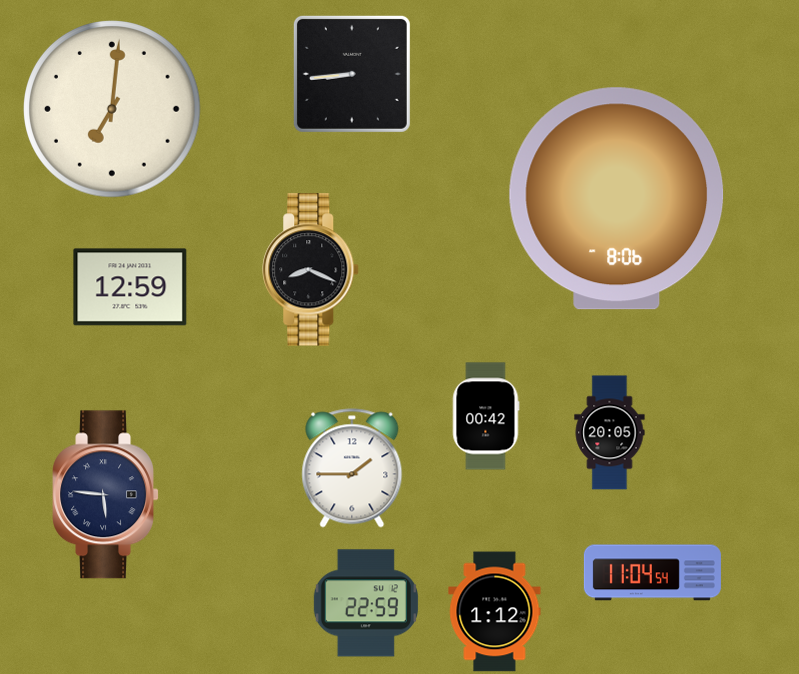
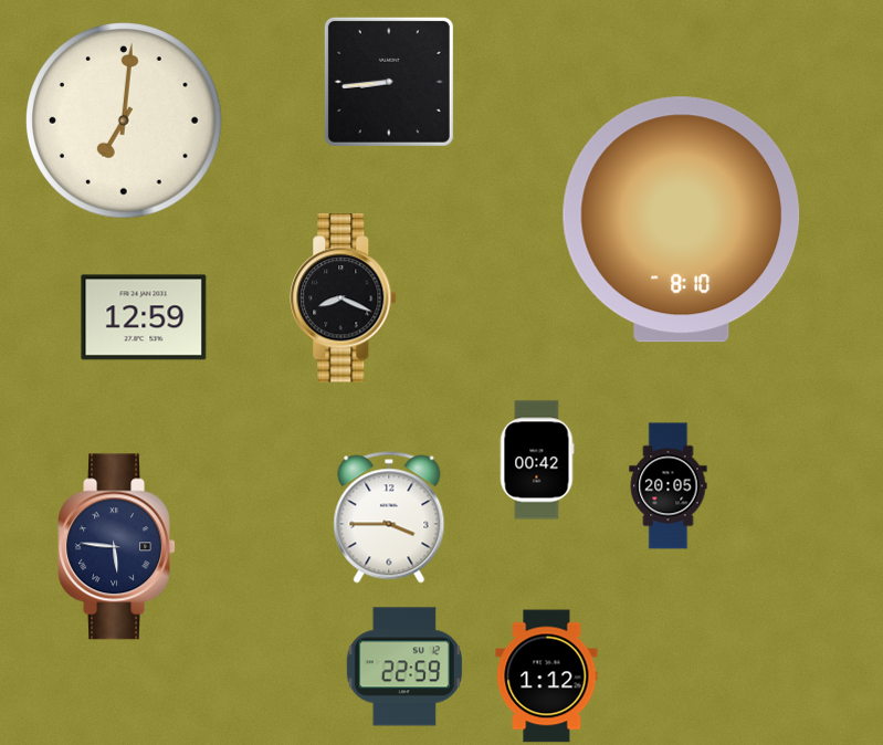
clock at (617, 199): 8:06 -> 8:10
clock at (610, 433) position: (610, 433) -> (669, 486)
clock at (352, 468): 1:45 -> 3:45
clock at (652, 573): 11:04 -> none
